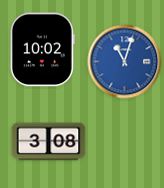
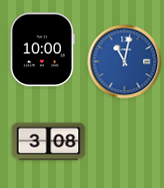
clock at (42, 50): 10:02 -> 10:00
clock at (125, 62): 11:03 -> 11:02
